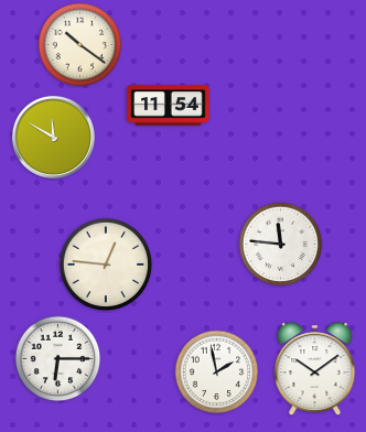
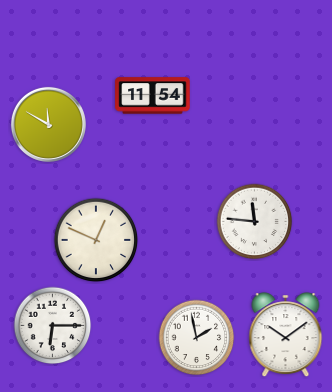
clock at (80, 45): 10:21 -> none
clock at (106, 264): 12:46 -> 12:49
